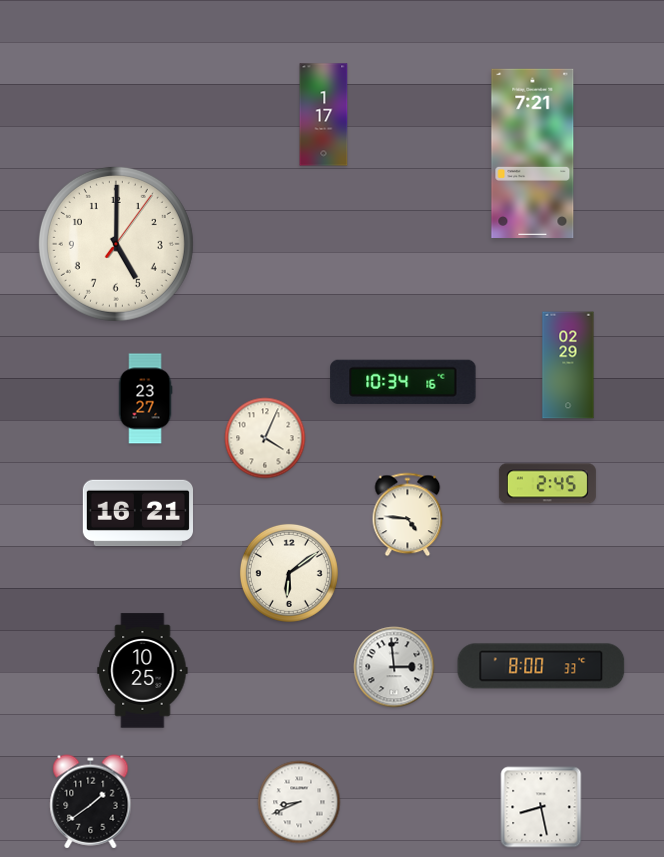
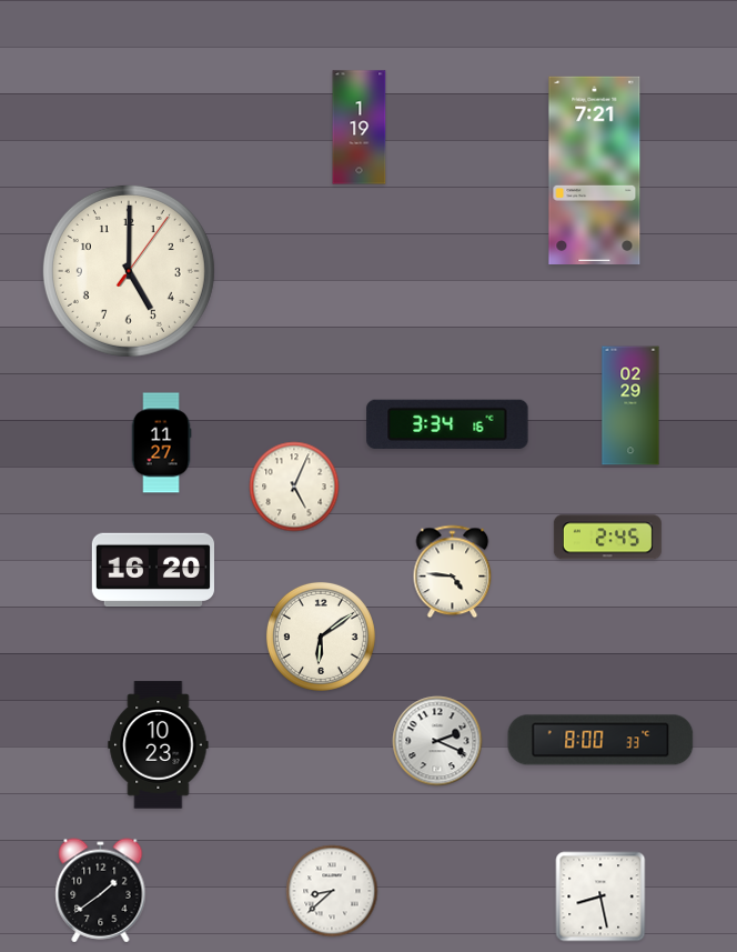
clock at (324, 115): 1:17 -> 1:19
clock at (533, 153) position: (533, 153) -> (595, 170)
clock at (403, 382): 10:34 -> 3:34
clock at (145, 399): 23:27 -> 11:27
clock at (265, 438): 4:04 -> 5:04
clock at (137, 513): 16:21 -> 16:20
clock at (394, 667): 2:59 -> 2:19
clock at (143, 671): 10:25 -> 10:23
clock at (299, 802): 8:41 -> 8:38
